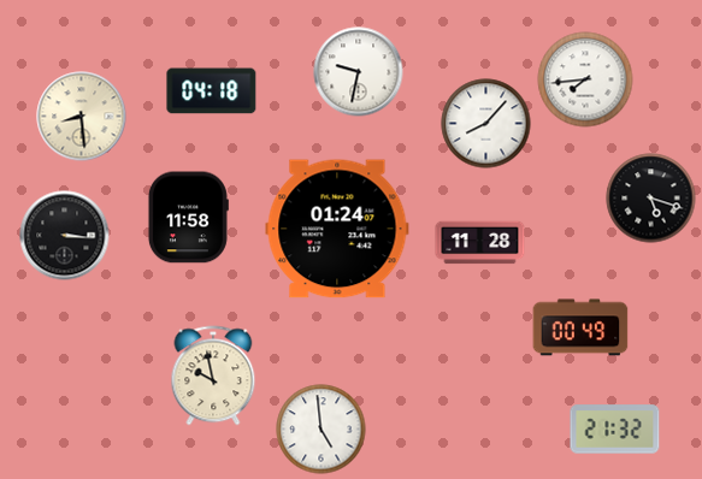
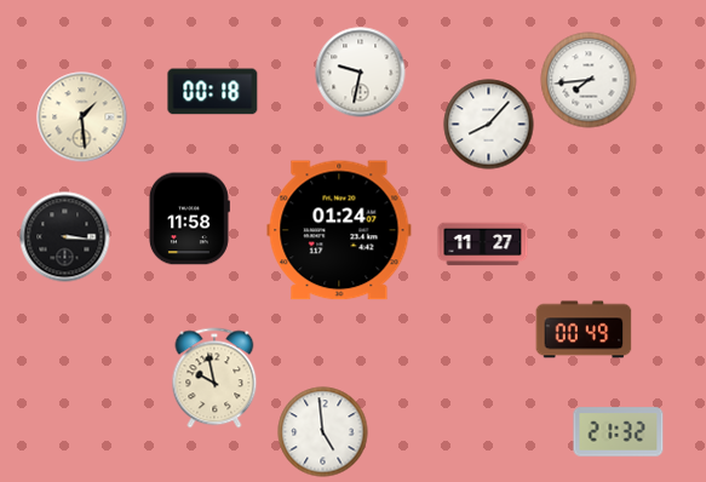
clock at (212, 91): 04:18 -> 00:18
clock at (82, 117): 8:29 -> 1:29
clock at (651, 199): 5:18 -> none
clock at (480, 243): 11:28 -> 11:27
